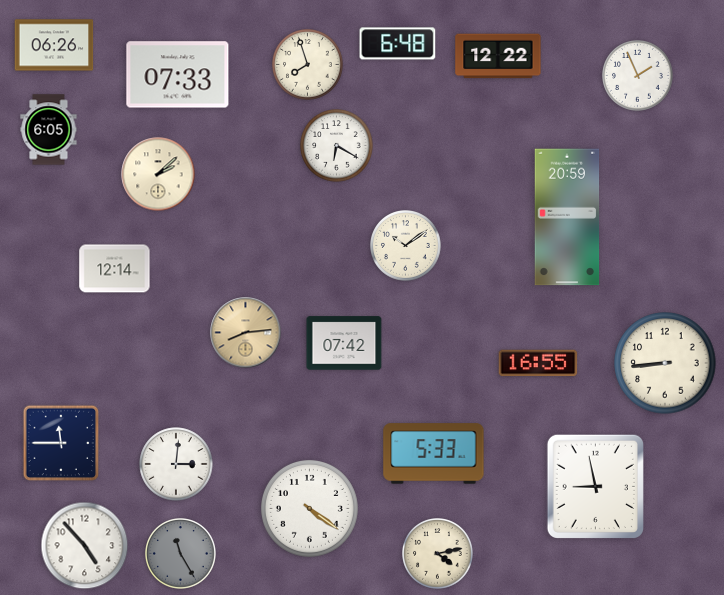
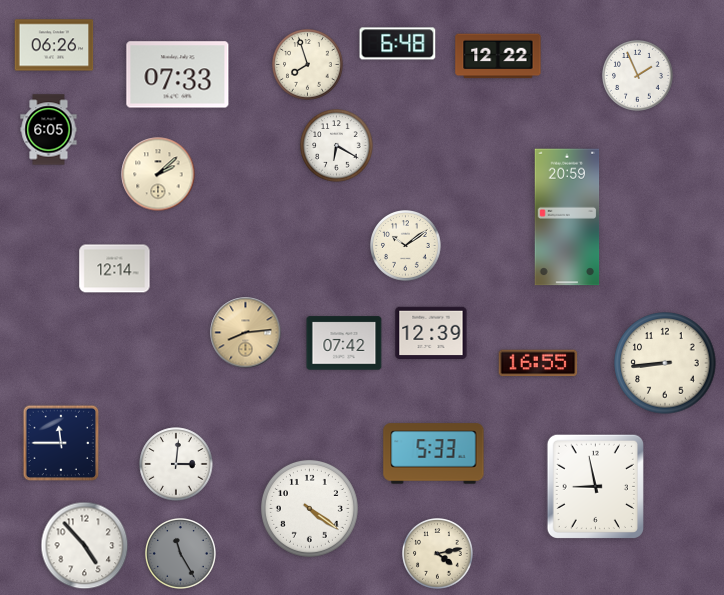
clock at (431, 332): none -> 12:39
